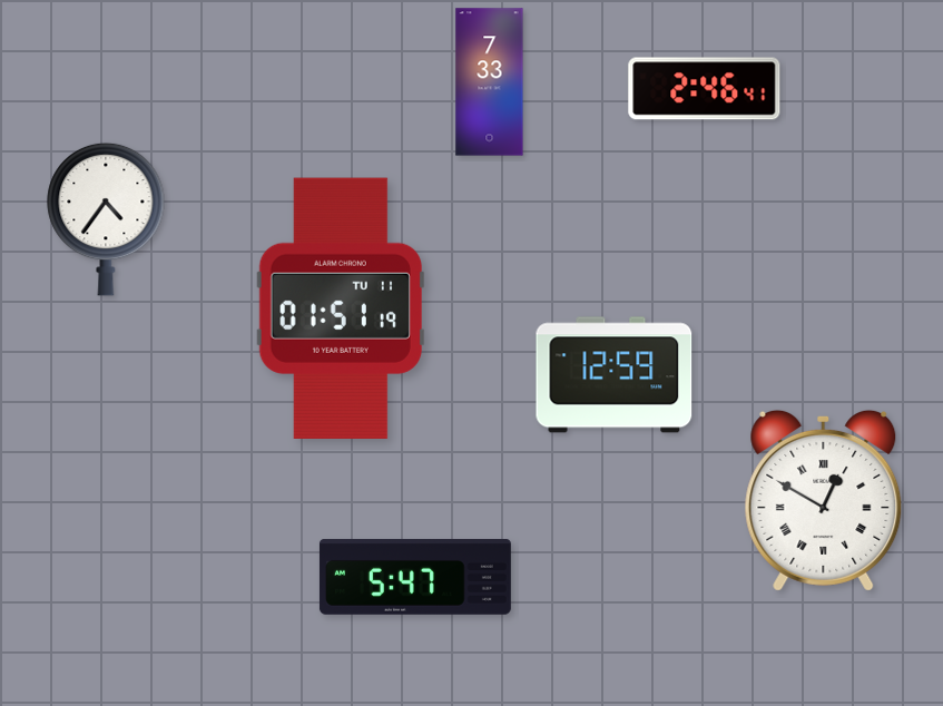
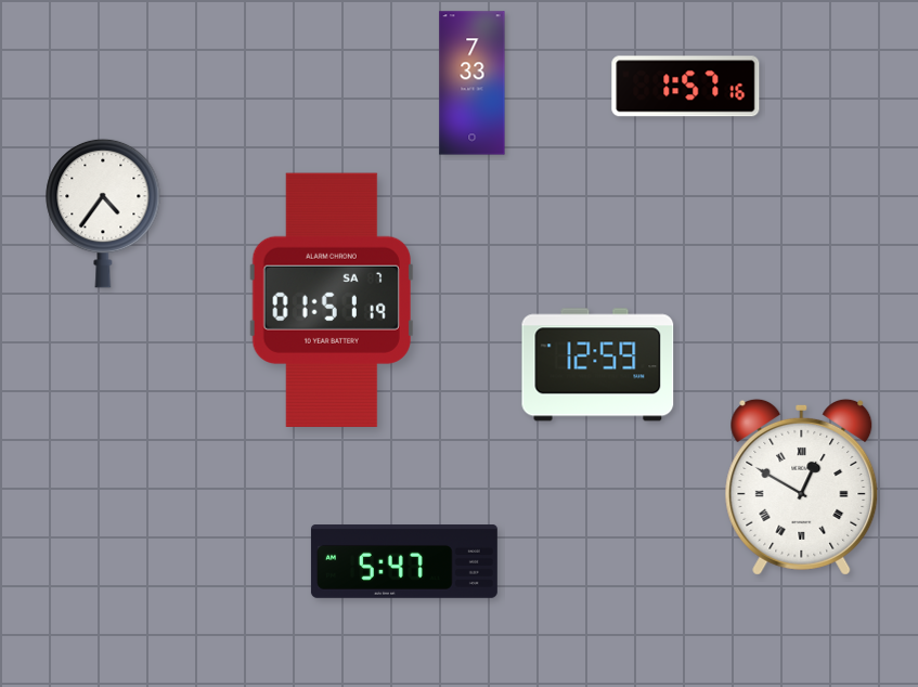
clock at (490, 82) position: (490, 82) -> (473, 83)
clock at (705, 89): 2:46 -> 1:57
clock at (341, 308) date: TU 11 -> SA 7
